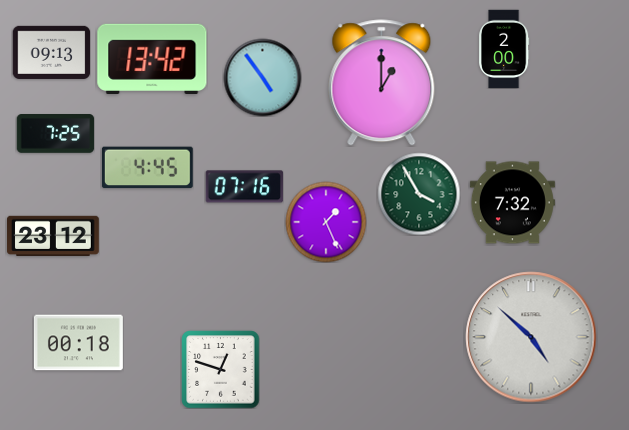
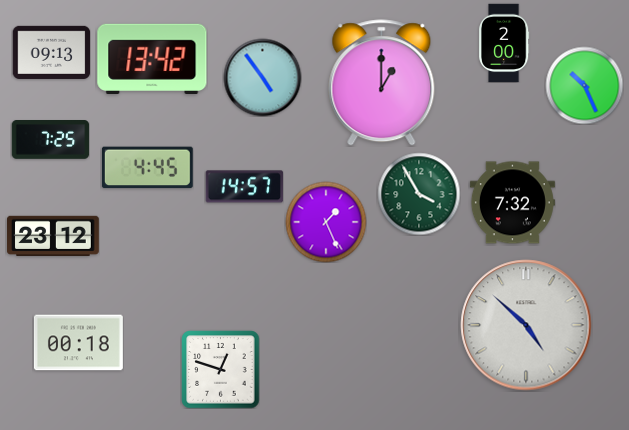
clock at (504, 49) position: (504, 49) -> (504, 43)
clock at (584, 85): none -> 10:26
clock at (55, 134) position: (55, 134) -> (50, 140)
clock at (244, 187): 07:16 -> 14:57
clock at (531, 337) position: (531, 337) -> (526, 325)
